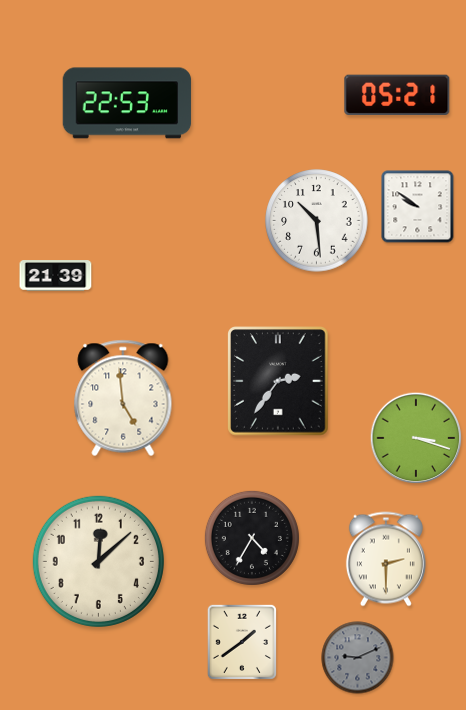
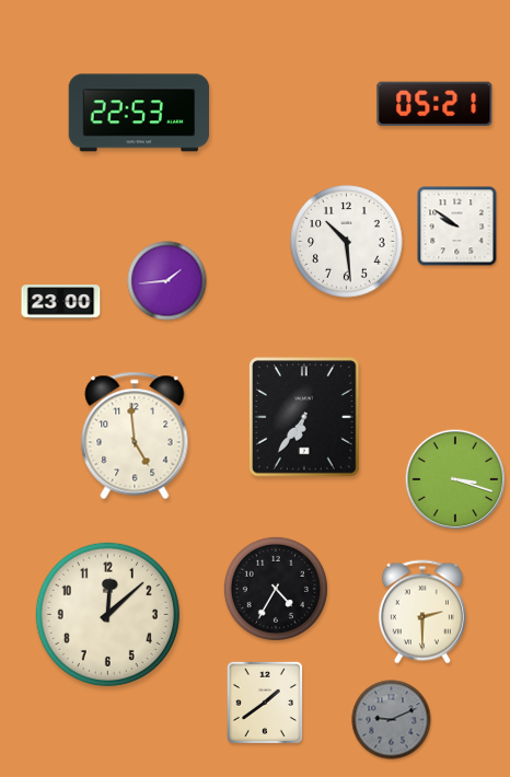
clock at (167, 281): none -> 1:44
clock at (56, 276): 21:39 -> 23:00
clock at (278, 381): 2:36 -> 6:36
